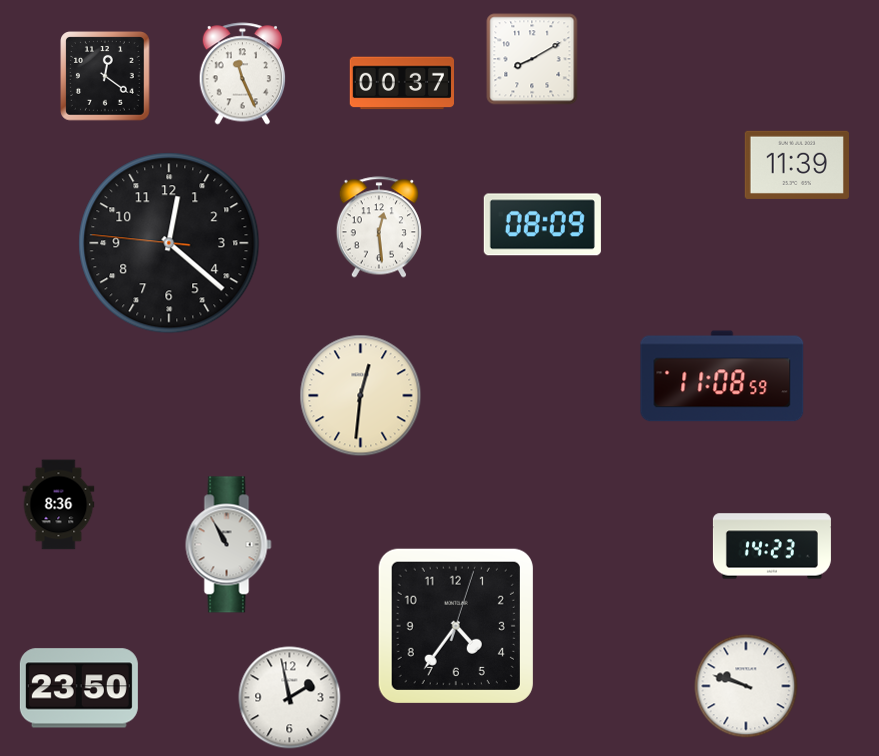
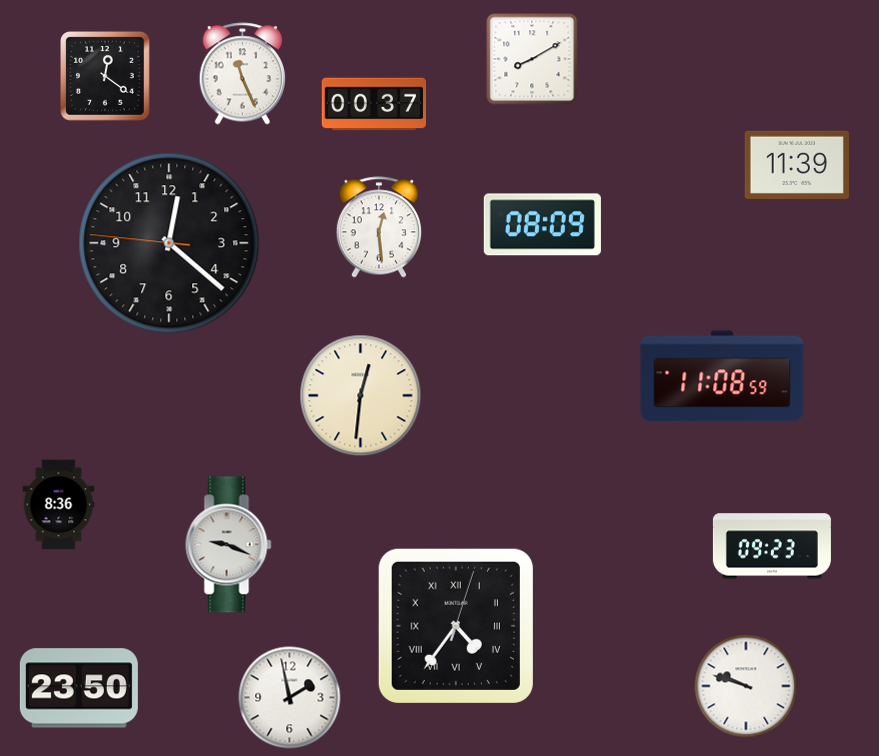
clock at (401, 83) position: (401, 83) -> (373, 104)
clock at (229, 545): 10:55 -> 9:19
clock at (772, 546): 14:23 -> 09:23
clock at (456, 626) numerals: Arabic -> Roman
